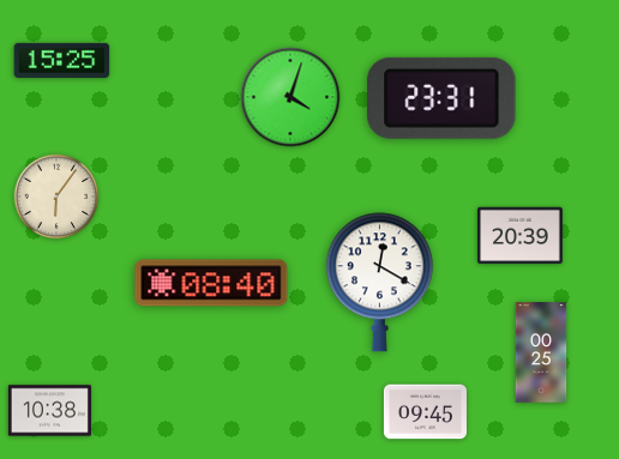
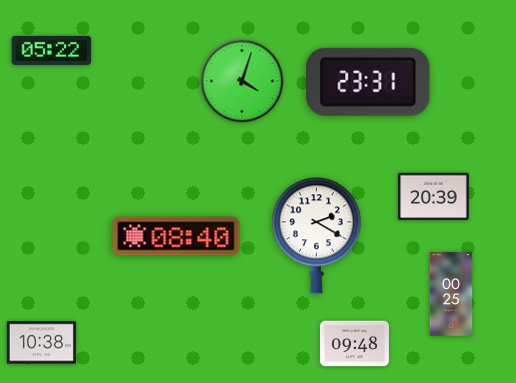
clock at (62, 60): 15:25 -> 05:22
clock at (56, 197): 6:06 -> none
clock at (379, 283): 12:20 -> 2:20
clock at (425, 412): 09:45 -> 09:48
